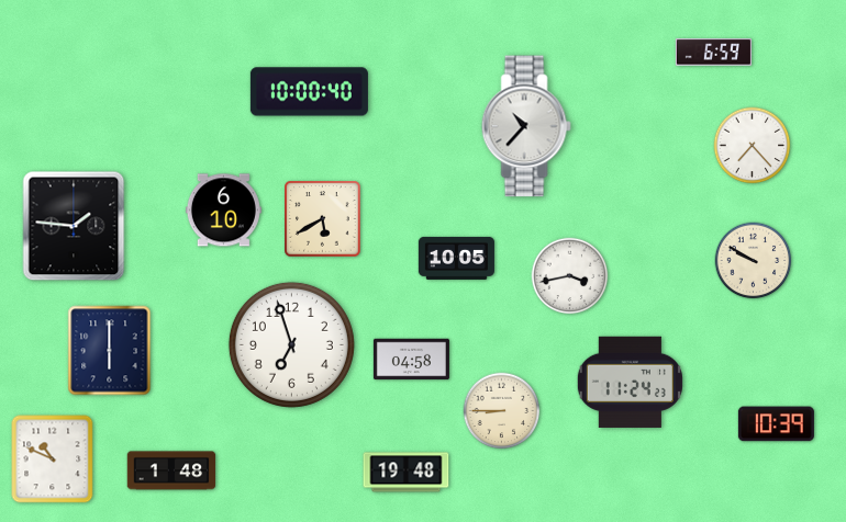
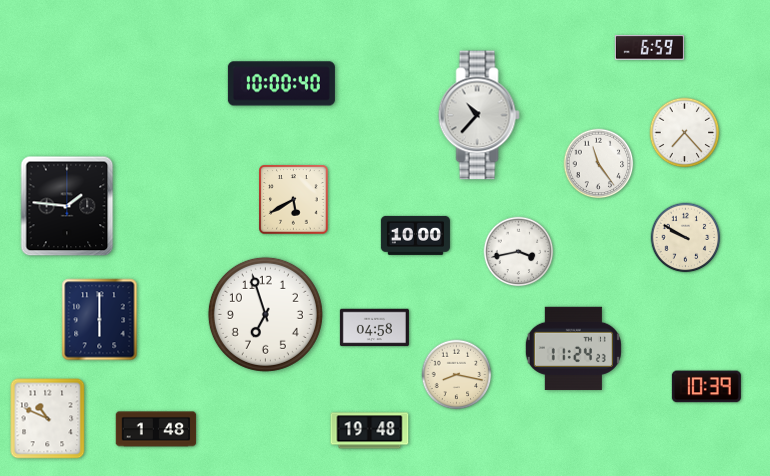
clock at (599, 164): none -> 11:24
clock at (223, 211): 6:10 -> none
clock at (456, 258): 10:05 -> 10:00
clock at (502, 411): 8:45 -> 8:17
